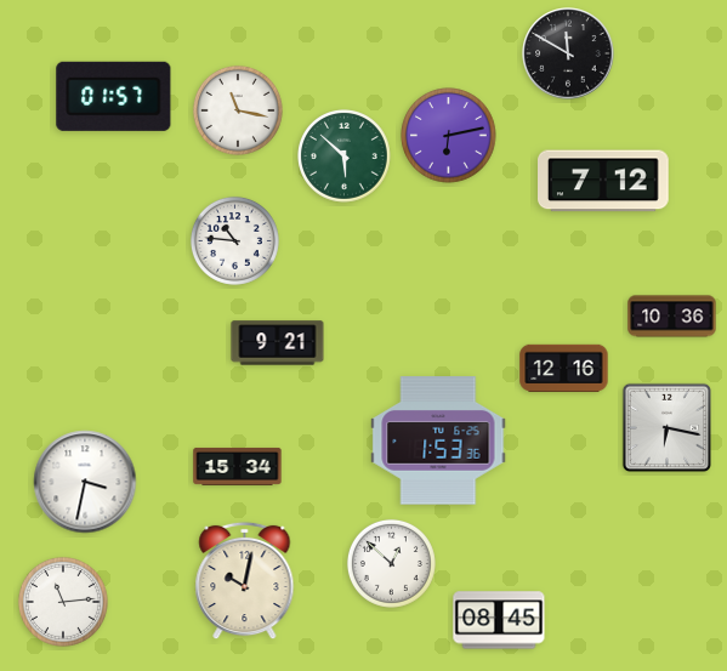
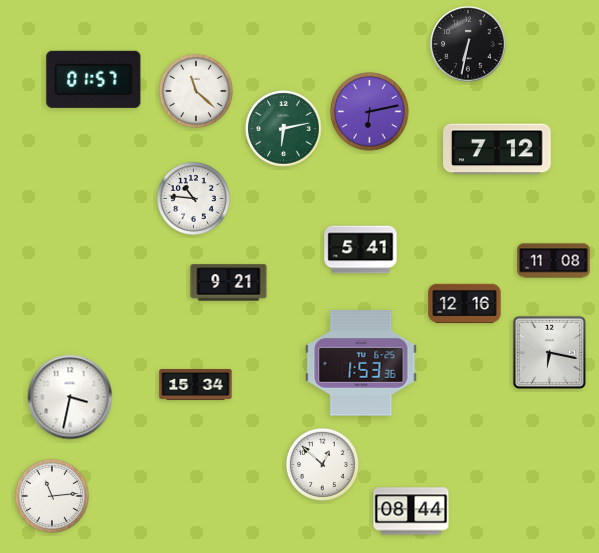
clock at (568, 53): 11:50 -> 6:32
clock at (238, 110): 11:17 -> 11:22
clock at (345, 157): 5:52 -> 6:13
clock at (361, 250): none -> 5:41
clock at (672, 317): 10:36 -> 11:08
clock at (245, 581): 10:02 -> none
clock at (499, 620): 08:45 -> 08:44
